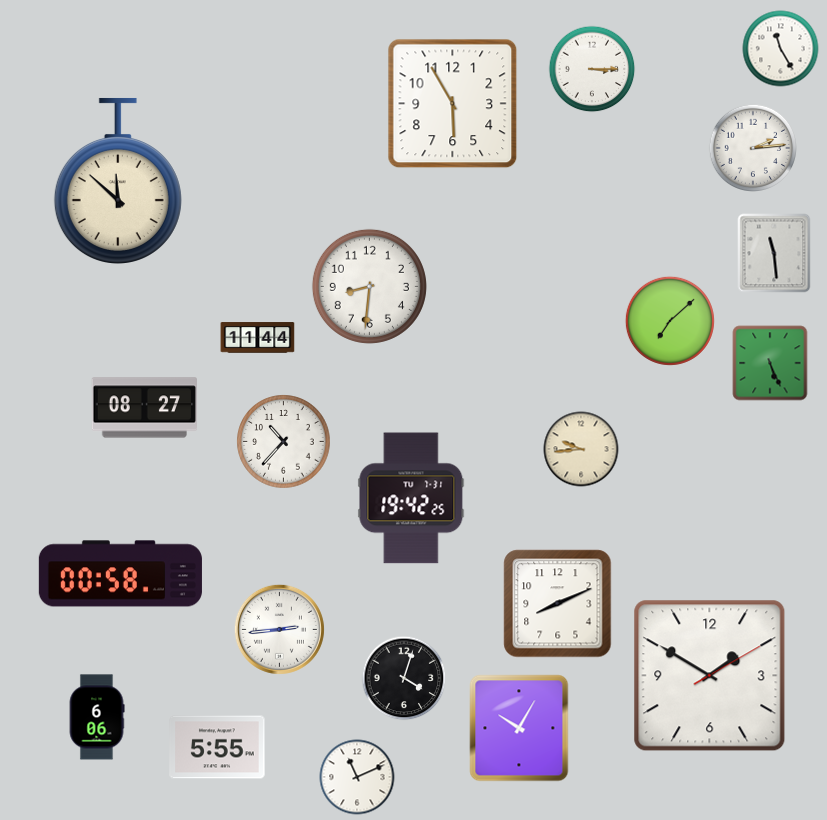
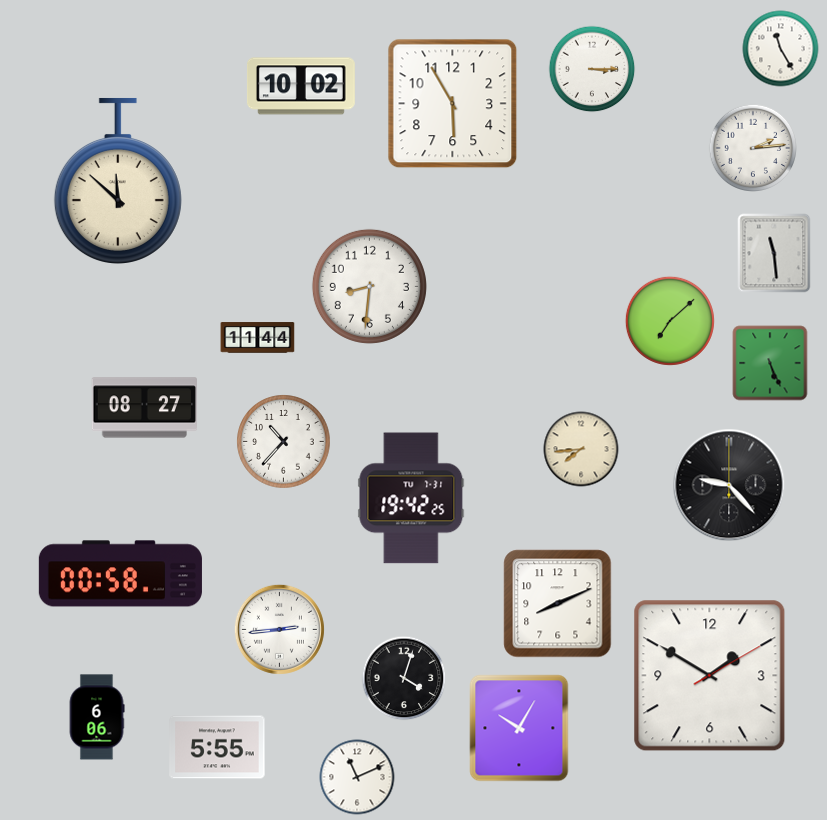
clock at (301, 86): none -> 10:02
clock at (581, 449): 9:44 -> 7:44
clock at (729, 485): none -> 9:23
